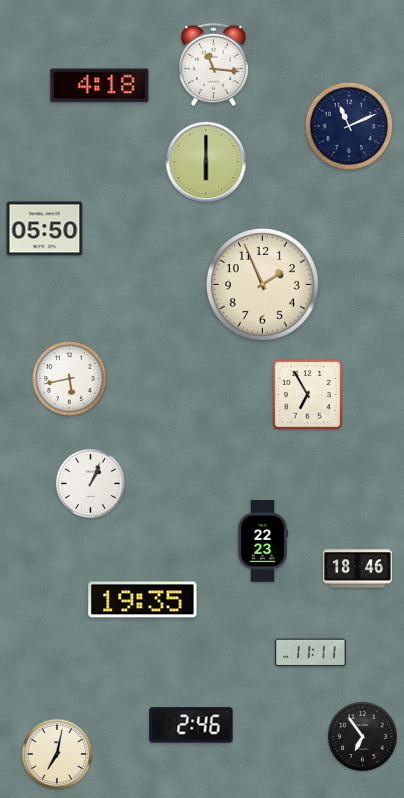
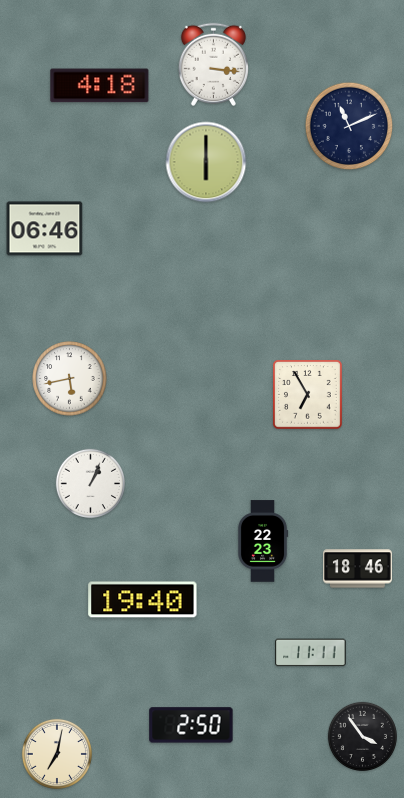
clock at (213, 64): 11:16 -> 3:16
clock at (45, 229): 05:50 -> 06:46
clock at (262, 284): 1:56 -> none
clock at (143, 600): 19:35 -> 19:40
clock at (191, 725): 2:46 -> 2:50
clock at (362, 736): 6:54 -> 3:54
